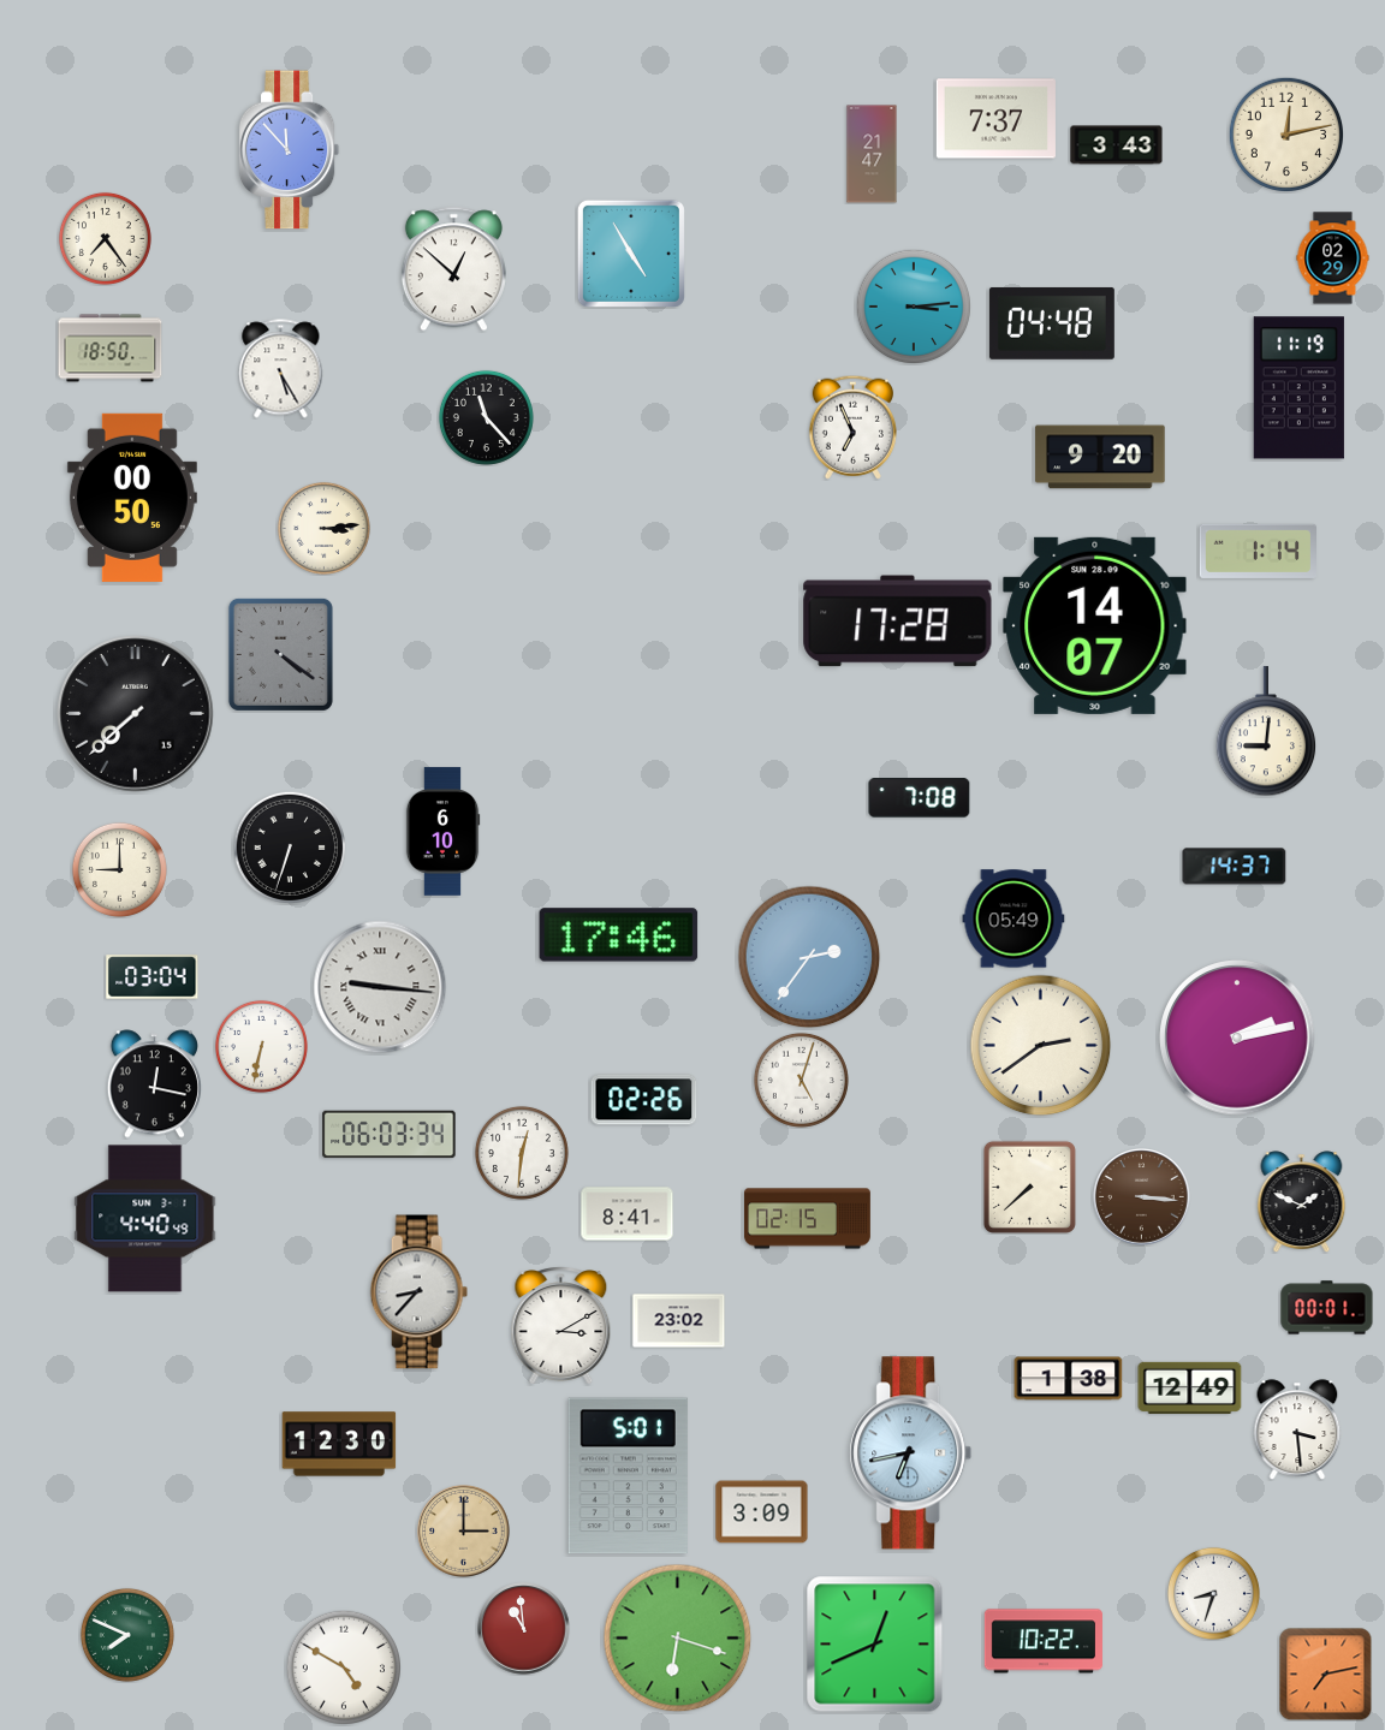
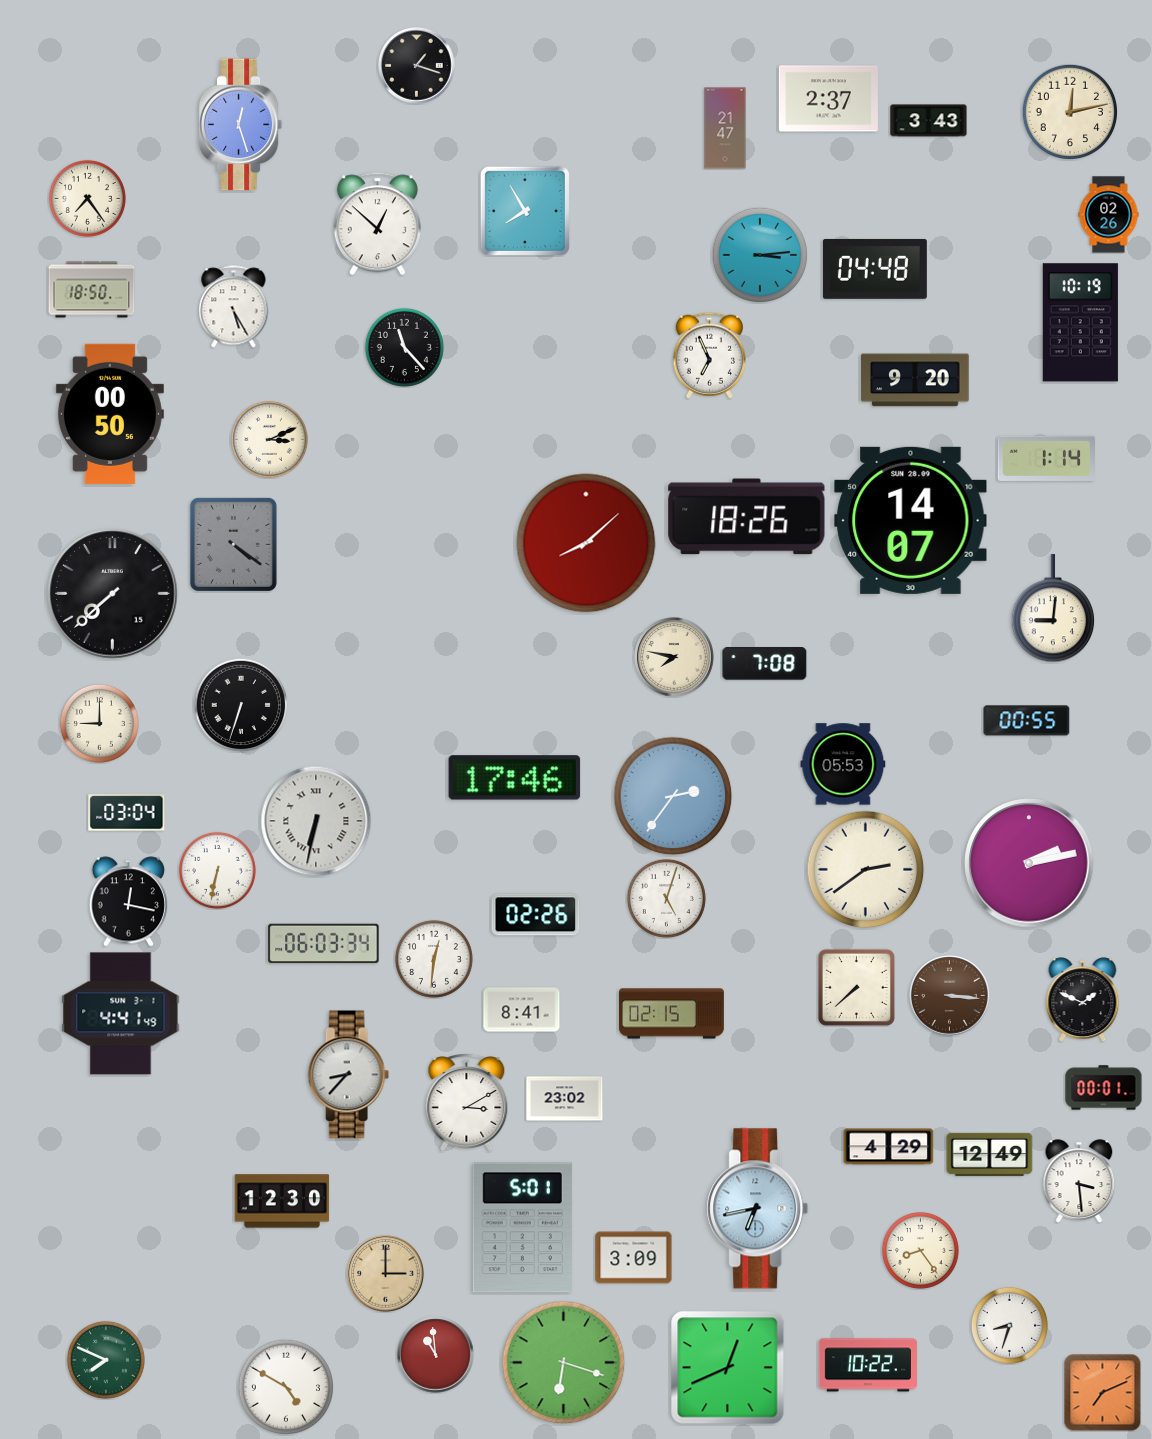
clock at (417, 66): none -> 1:18
clock at (995, 119): 7:37 -> 2:37
clock at (290, 150): 11:53 -> 12:27
clock at (631, 254): 4:55 -> 7:55
clock at (1333, 258): 02:29 -> 02:26
clock at (1298, 388): 11:19 -> 10:19
clock at (323, 528): 3:14 -> 3:11
clock at (898, 622): 17:28 -> 18:26
clock at (586, 543): none -> 8:08
clock at (675, 658): none -> 7:47
clock at (442, 832): 6:10 -> none
clock at (1235, 867): 14:37 -> 00:55
clock at (1014, 918): 05:49 -> 05:53
clock at (380, 987): 9:16 -> 6:32
clock at (145, 1219): 4:40 -> 4:41
clock at (1069, 1379): 1:38 -> 4:29
clock at (1297, 1429) position: (1297, 1429) -> (1079, 1181)
clock at (920, 1250): none -> 8:24
clock at (1325, 1673): 7:13 -> 7:11
